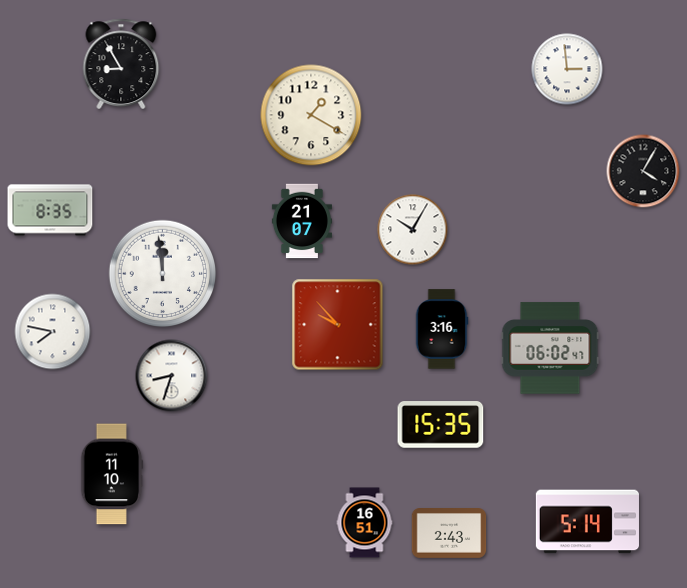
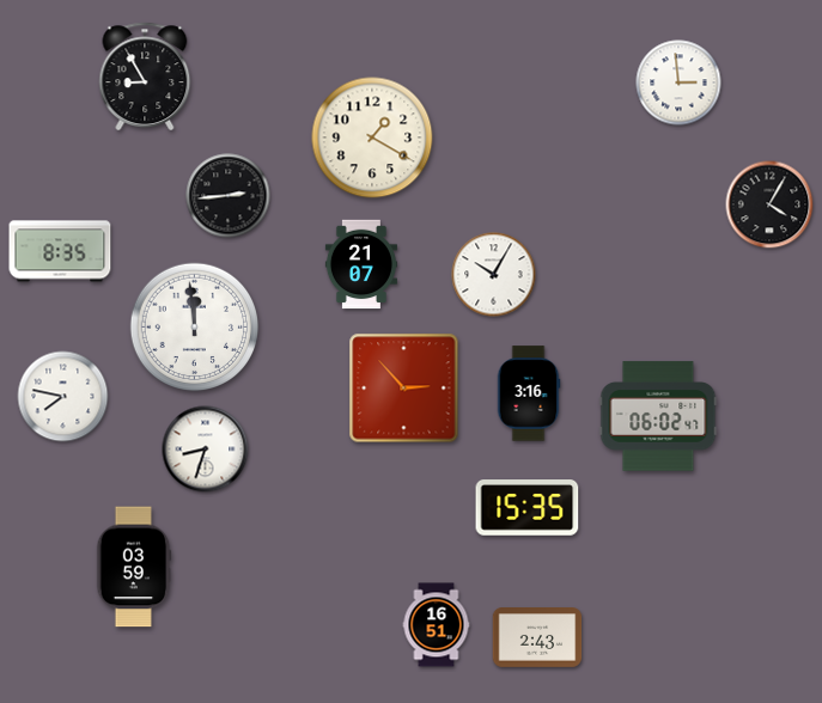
clock at (229, 196): none -> 2:44
clock at (338, 325): 9:53 -> 2:53
clock at (112, 474): 11:10 -> 03:59
clock at (587, 522): 5:14 -> none
